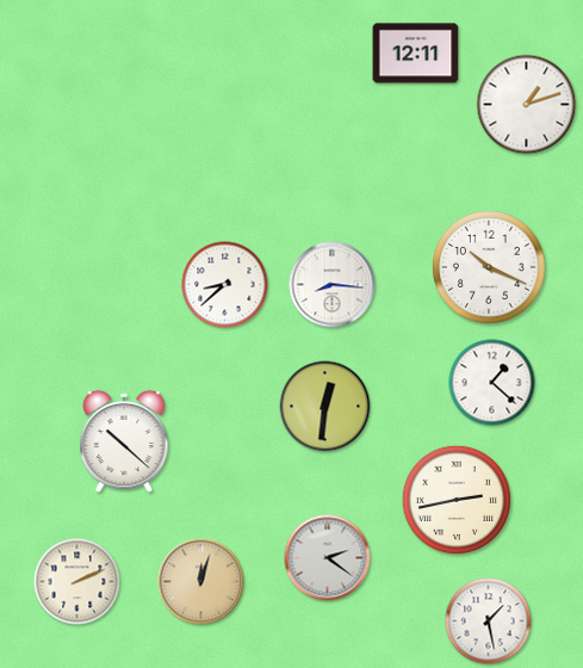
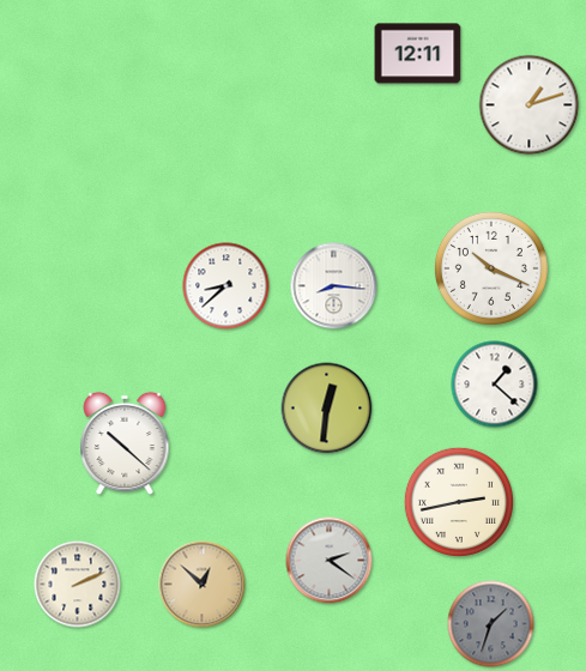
clock at (201, 582): 12:03 -> 12:52
clock at (489, 621): 1:28 -> 1:33
clock at (489, 621) dial: white -> grey
